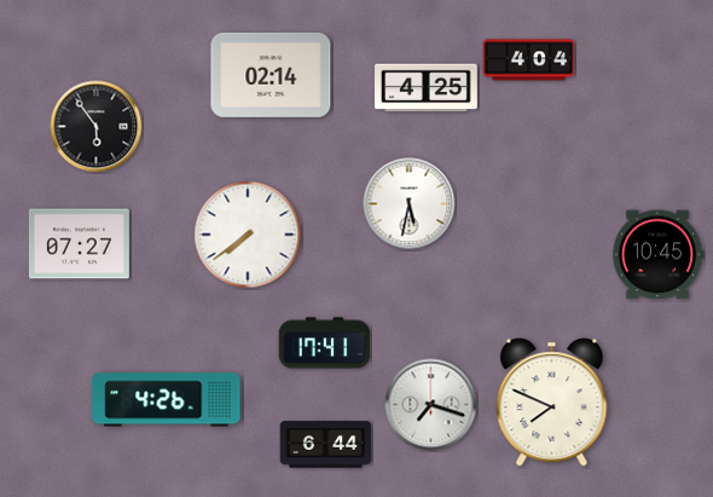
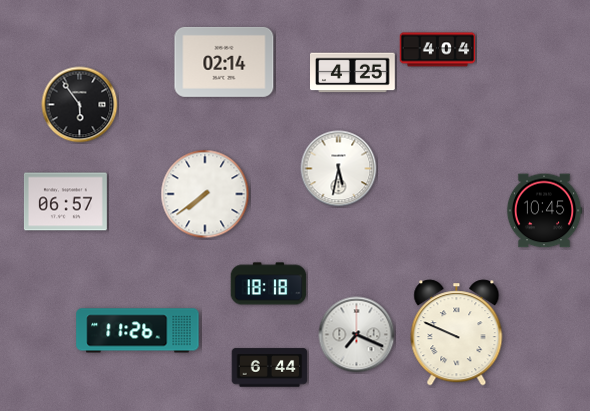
clock at (79, 244): 07:27 -> 06:57
clock at (325, 343): 17:41 -> 18:18
clock at (167, 400): 4:26 -> 11:26
clock at (552, 403): 7:49 -> 9:49
clock at (431, 405): 7:18 -> 7:19
